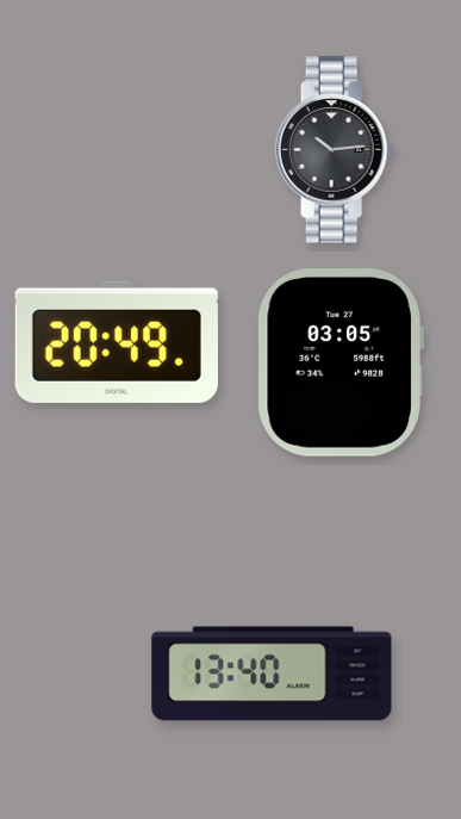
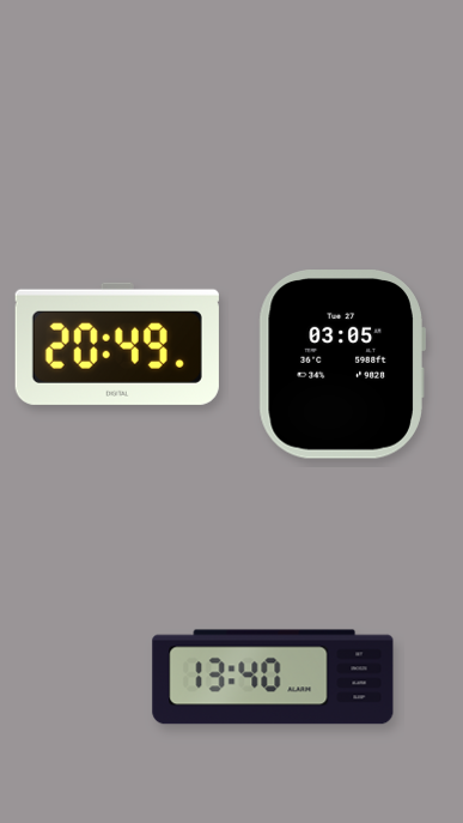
clock at (335, 150): 10:14 -> none
